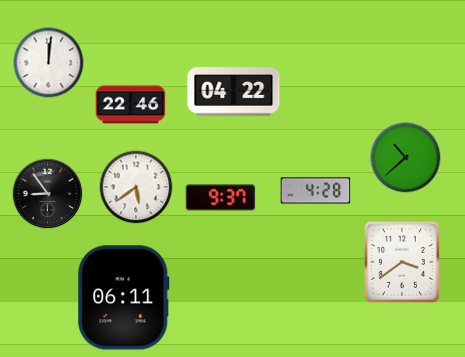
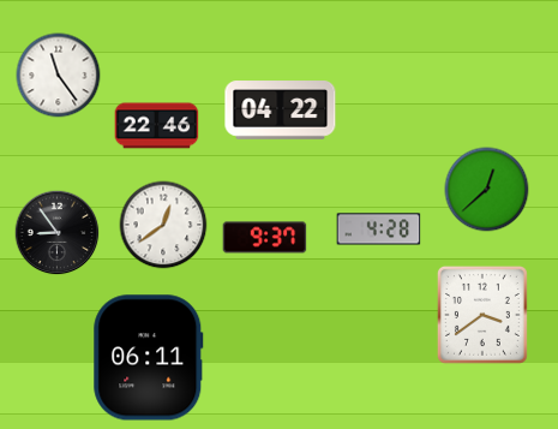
clock at (49, 63): 12:01 -> 11:24
clock at (406, 158): 10:38 -> 12:38
clock at (136, 187): 5:39 -> 12:39
